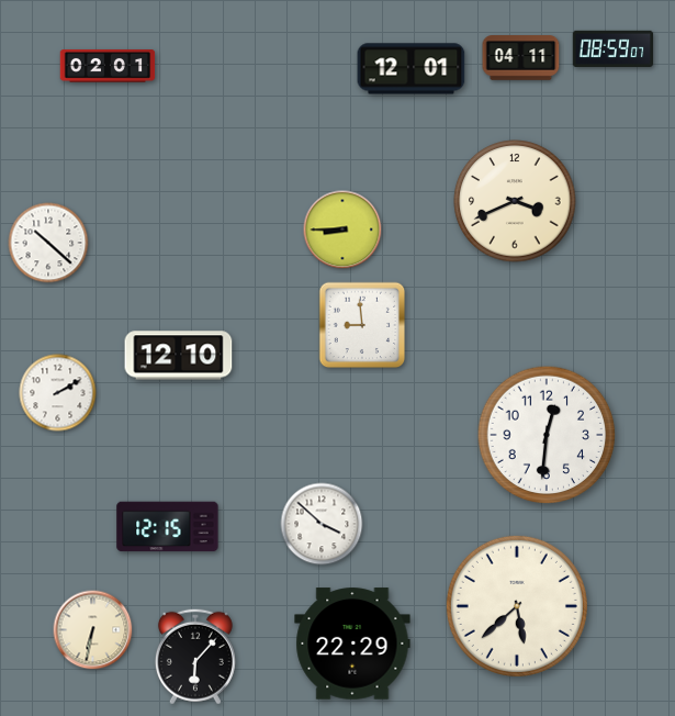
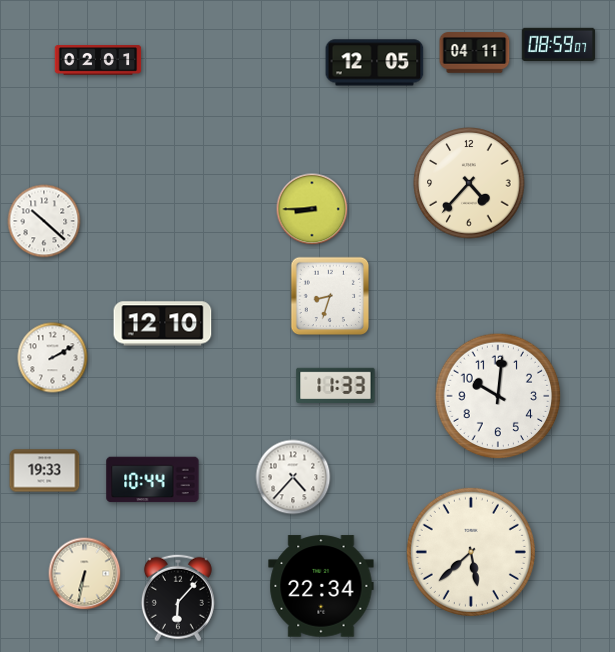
clock at (412, 69): 12:01 -> 12:05
clock at (515, 201): 3:41 -> 4:37
clock at (362, 325): 8:59 -> 8:33
clock at (336, 385): none -> 11:33
clock at (547, 435): 12:31 -> 10:01
clock at (45, 471): none -> 19:33
clock at (322, 524): 3:52 -> 4:37
clock at (168, 527): 12:15 -> 10:44
clock at (352, 644): 22:29 -> 22:34
